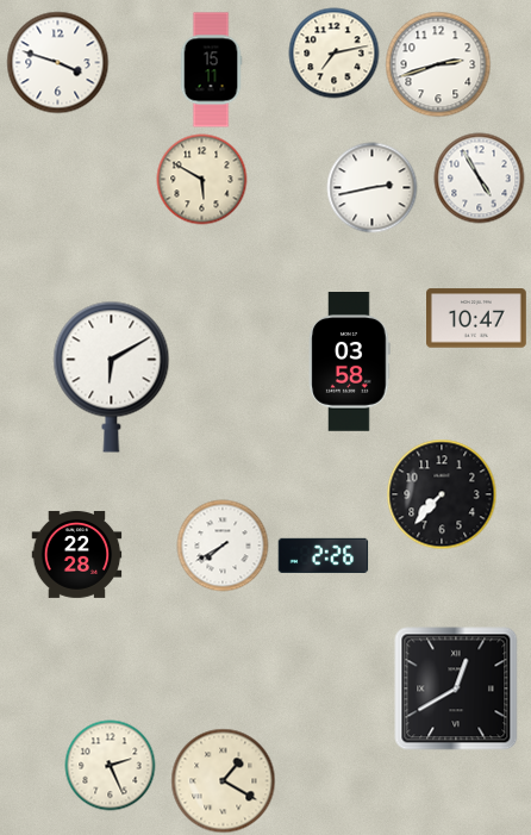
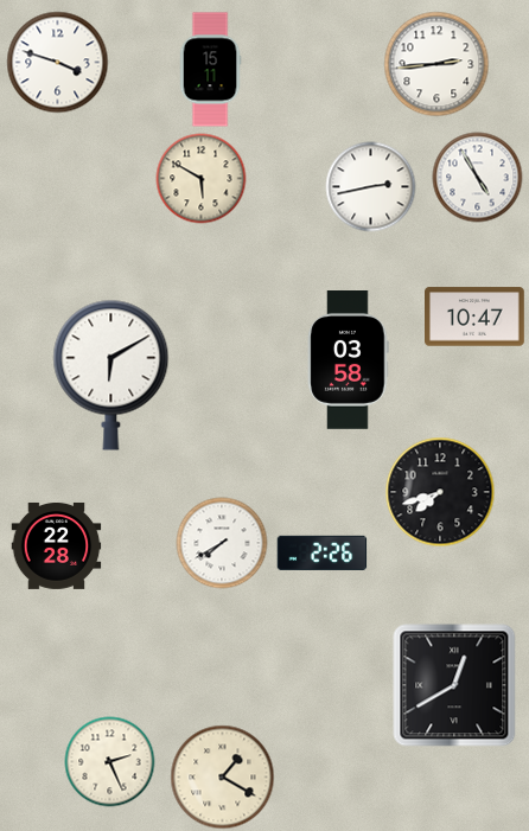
clock at (335, 54): 7:13 -> none
clock at (438, 64): 2:42 -> 2:44
clock at (442, 494): 7:37 -> 7:42
clock at (77, 554) position: (77, 554) -> (57, 545)
